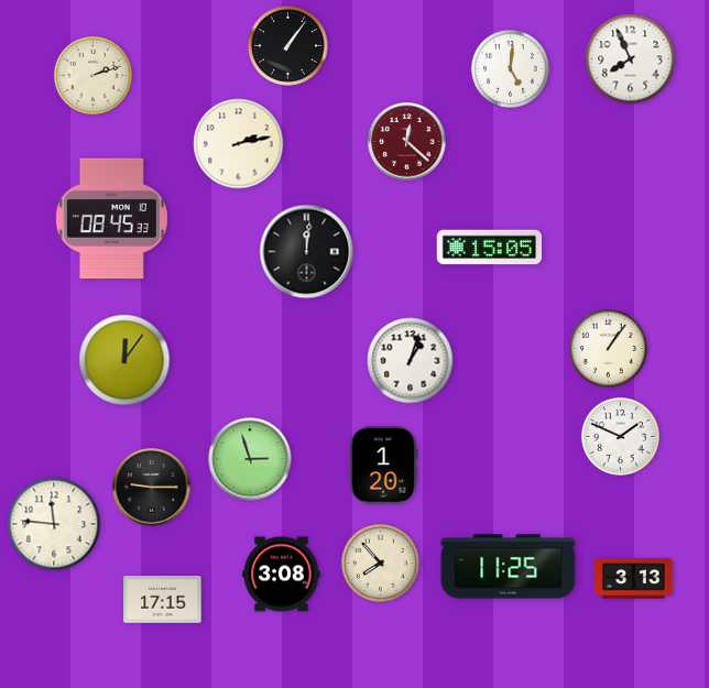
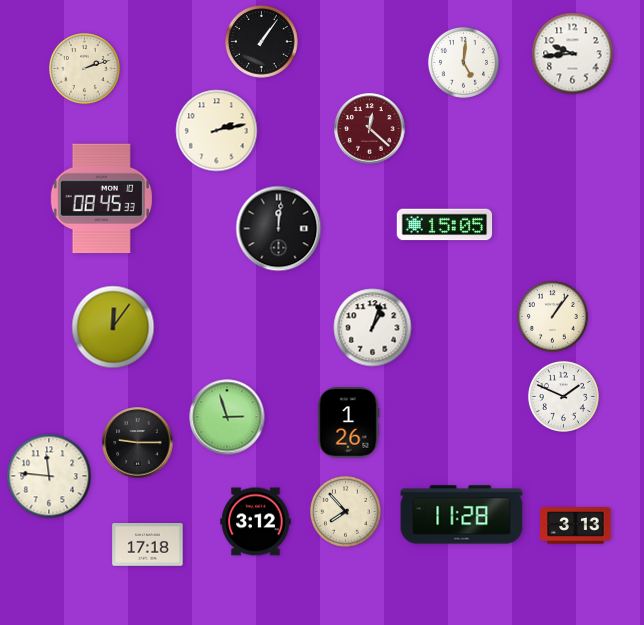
clock at (631, 59): 7:56 -> 9:44
clock at (383, 466): 1:20 -> 1:26
clock at (509, 567): 11:25 -> 11:28
clock at (282, 575): 3:08 -> 3:12
clock at (163, 600): 17:15 -> 17:18
